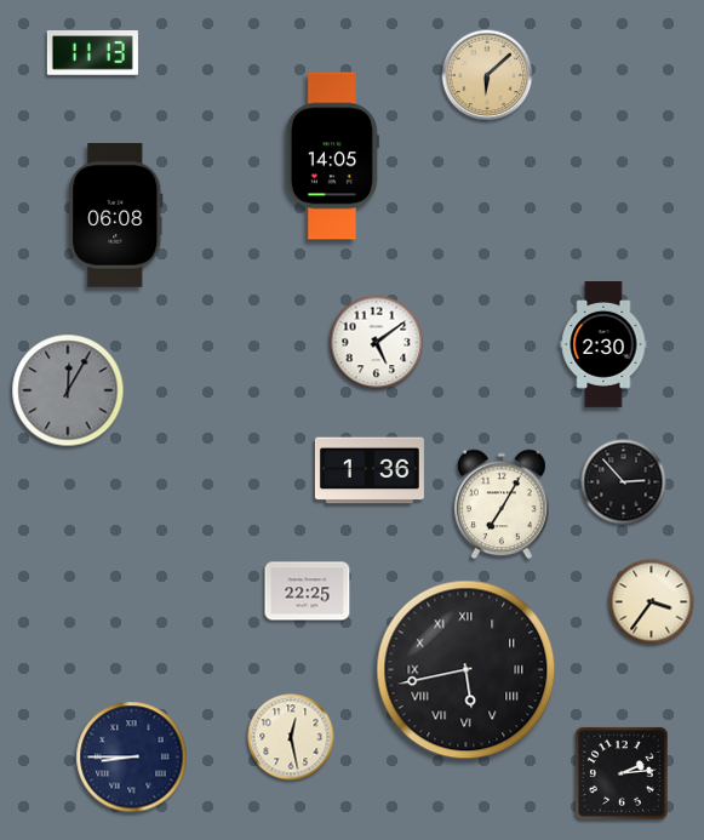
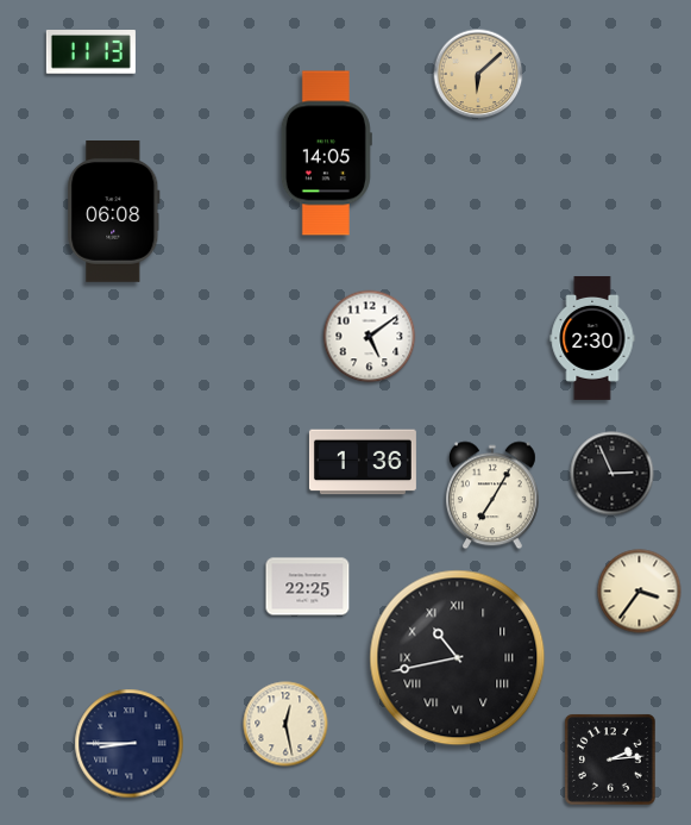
clock at (68, 390): 12:05 -> none
clock at (624, 482): 2:53 -> 2:56
clock at (308, 592) position: (308, 592) -> (308, 587)
clock at (467, 670): 5:43 -> 10:43
